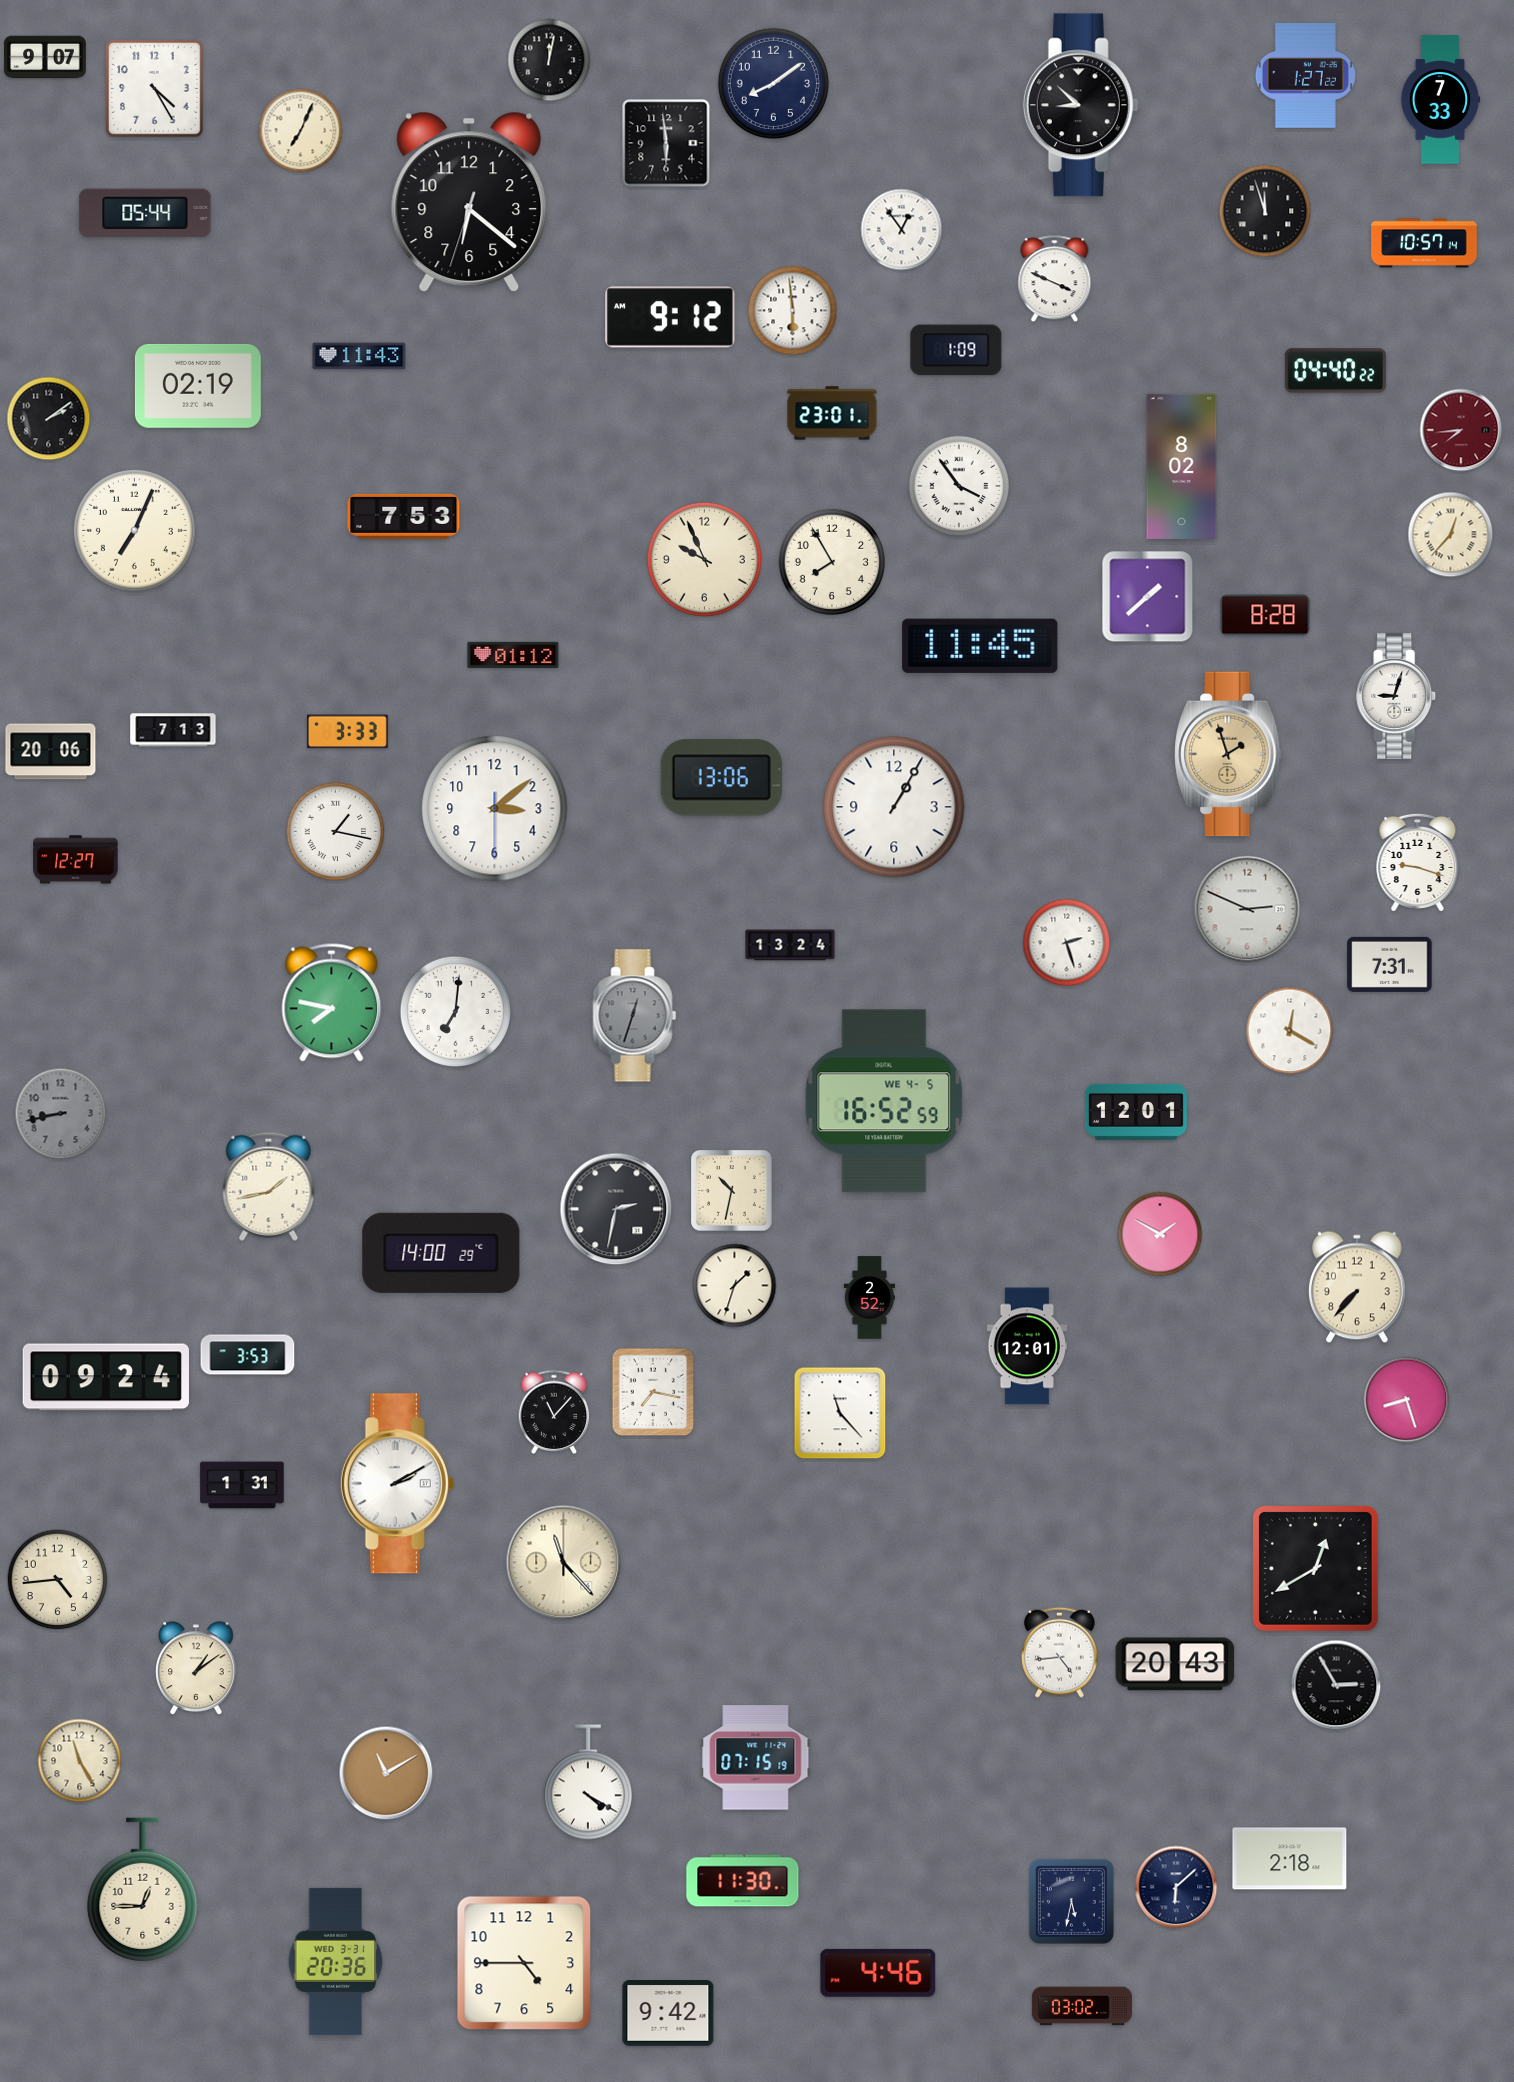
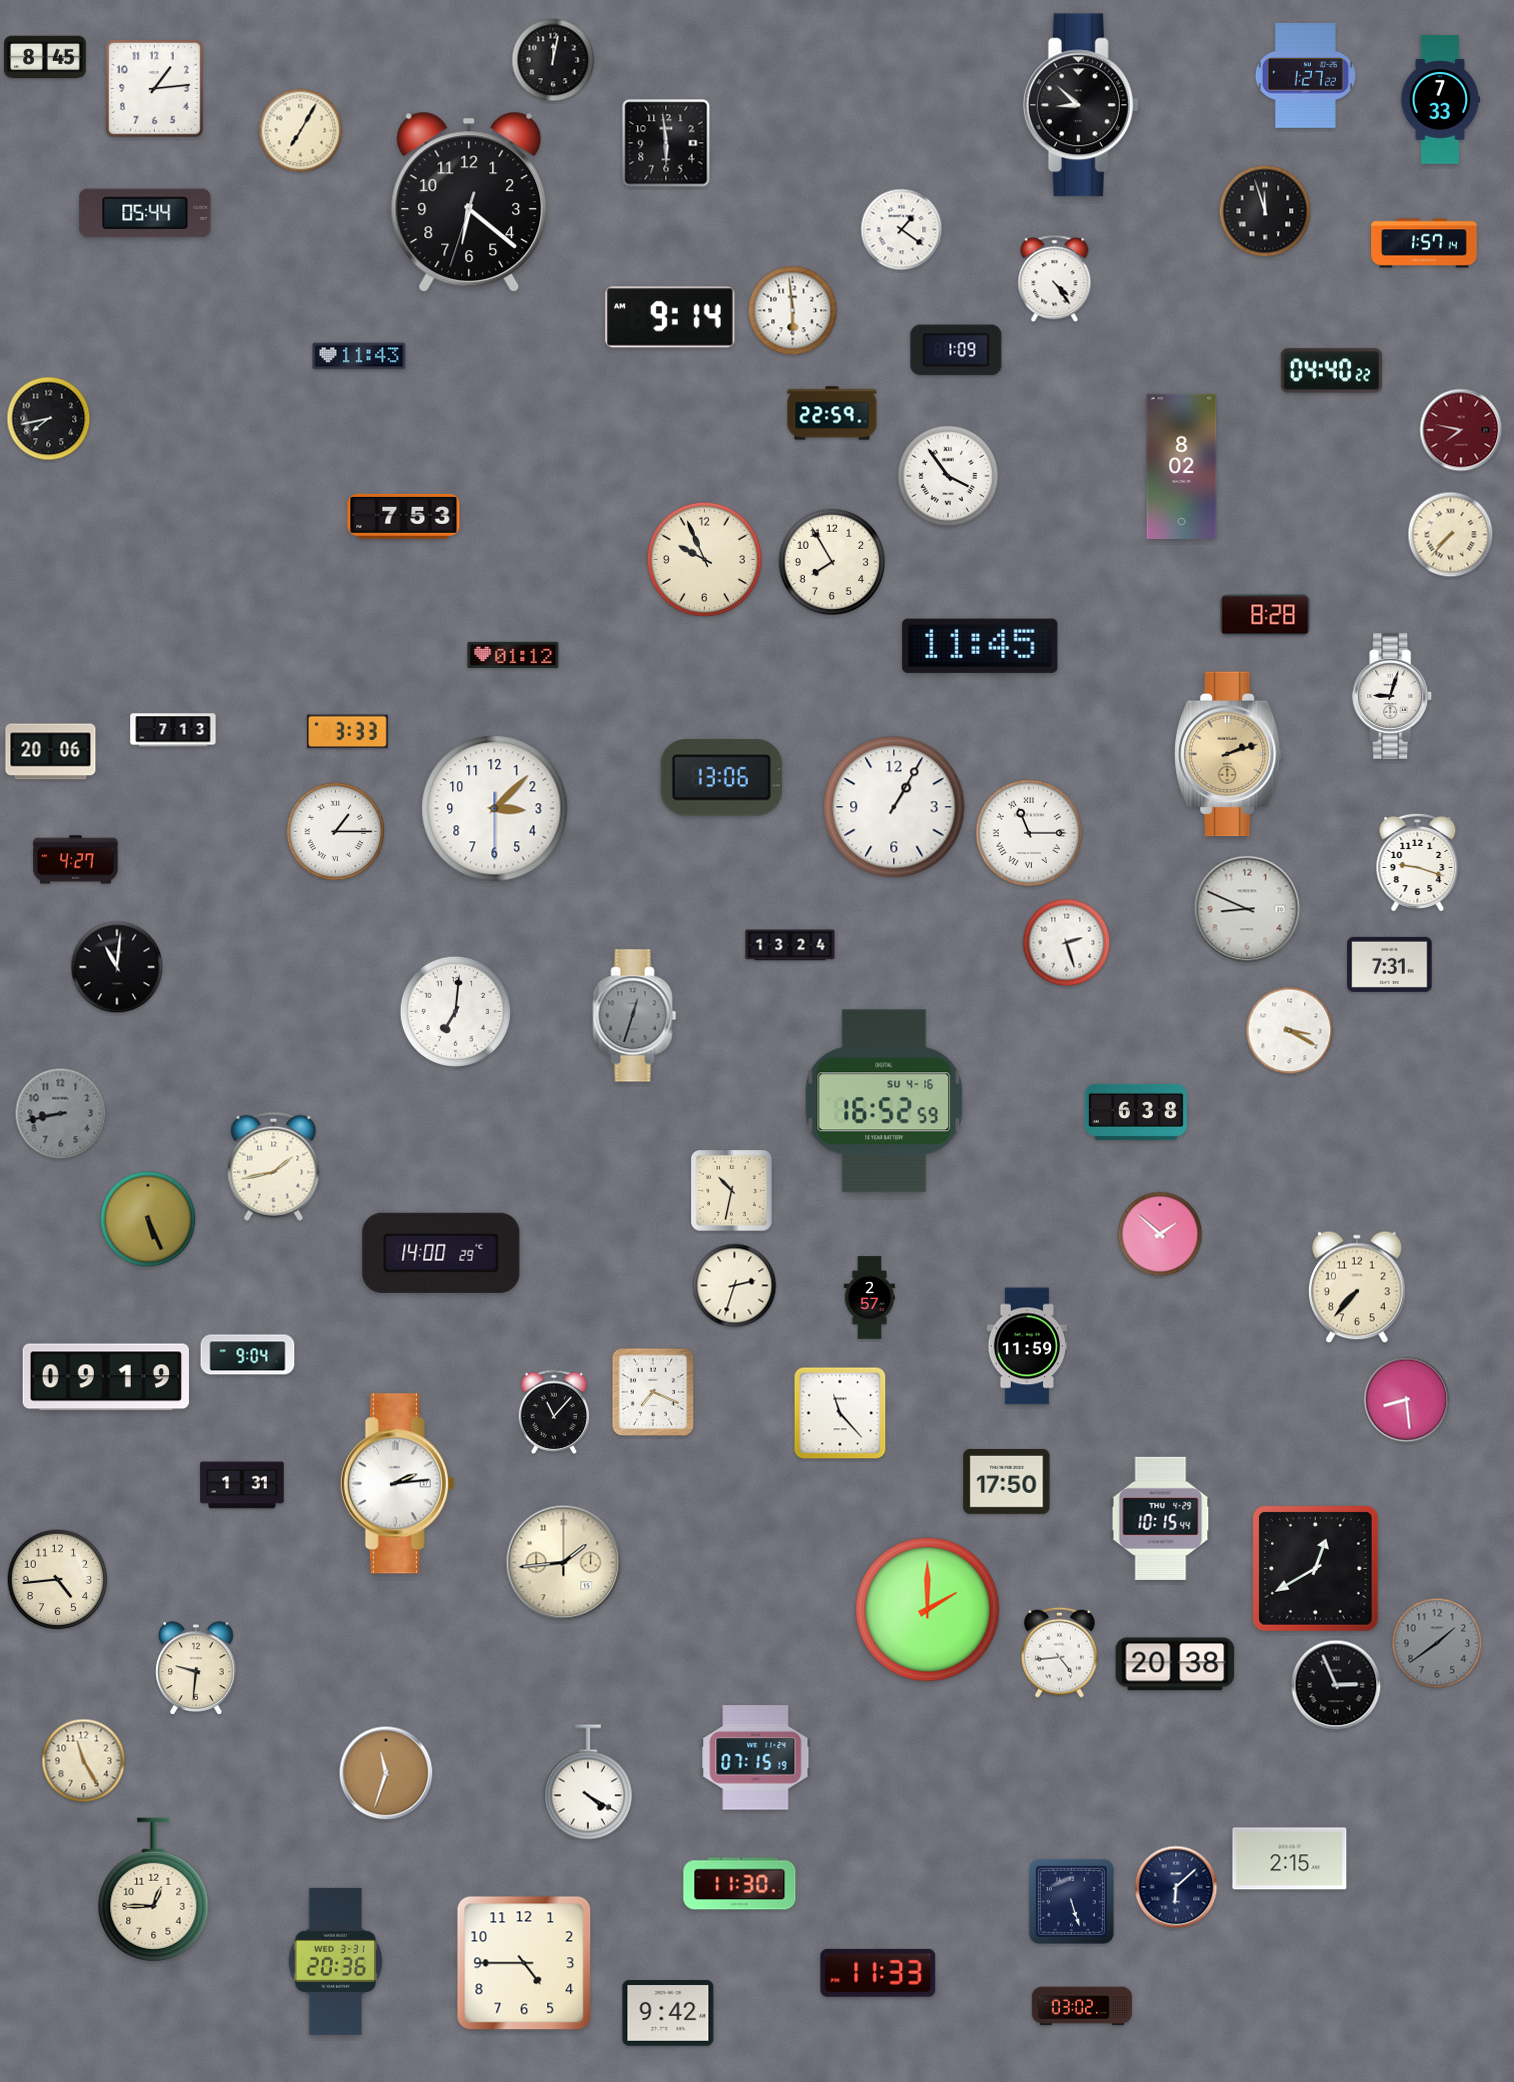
clock at (45, 57): 9:07 -> 8:45
clock at (549, 60) position: (549, 60) -> (553, 60)
clock at (773, 83): 8:09 -> none
clock at (155, 89): 4:25 -> 1:14
clock at (301, 131): 7:04 -> 7:05
clock at (902, 230): 12:54 -> 1:21
clock at (1424, 243): 10:57 -> 1:57
clock at (1055, 279): 3:49 -> 4:24
clock at (670, 317): 9:12 -> 9:14
clock at (1335, 371) position: (1335, 371) -> (1331, 371)
clock at (198, 386): 02:19 -> none
clock at (832, 413): 23:01 -> 22:59
clock at (49, 419): 2:09 -> 7:43
clock at (1461, 430): 7:44 -> 7:47
clock at (959, 486) position: (959, 486) -> (948, 476)
clock at (134, 530): 7:04 -> none
clock at (1451, 535): 12:37 -> 7:37
clock at (1148, 597): 1:38 -> none
clock at (1397, 696) position: (1397, 696) -> (1393, 696)
clock at (1228, 754): 1:57 -> 2:12
clock at (495, 809): 3:08 -> 3:07
clock at (336, 832): 1:17 -> 1:15
clock at (1028, 832): none -> 11:15
clock at (76, 860): 12:27 -> 4:27
clock at (1247, 909): 2:49 -> 8:49
clock at (117, 967): none -> 11:01
clock at (332, 1003): 7:47 -> none
clock at (1290, 1031): 12:20 -> 3:20
clock at (884, 1101) date: WE 4-5 -> SU 4-16
clock at (1136, 1112): 12:01 -> 6:38
clock at (269, 1186) position: (269, 1186) -> (274, 1166)
clock at (616, 1209): 2:32 -> none
clock at (148, 1219): none -> 5:26
clock at (1160, 1234): 1:50 -> 1:52
clock at (735, 1286): 1:33 -> 2:33
clock at (870, 1298): 2:52 -> 2:57
clock at (1027, 1346): 12:01 -> 11:59
clock at (248, 1355): 3:53 -> 9:04
clock at (106, 1377): 09:24 -> 09:19
clock at (653, 1392): 7:17 -> 7:19
clock at (1407, 1400): 8:27 -> 8:29
clock at (1007, 1481): none -> 17:50
clock at (397, 1484): 2:10 -> 2:14
clock at (1161, 1518): none -> 10:15
clock at (564, 1563): 11:23 -> 1:44
clock at (928, 1610): none -> 2:00
clock at (1437, 1643): none -> 1:39
clock at (1175, 1664): 20:43 -> 20:38
clock at (196, 1668): 1:09 -> 9:31
clock at (1336, 1685): 2:55 -> 2:56
clock at (80, 1761) position: (80, 1761) -> (84, 1761)
clock at (386, 1773): 11:10 -> 11:33
clock at (1290, 1859): 2:18 -> 2:15
clock at (743, 1881) position: (743, 1881) -> (740, 1884)
clock at (143, 1890) position: (143, 1890) -> (154, 1890)
clock at (1071, 1901): 5:32 -> 5:27
clock at (878, 1973): 4:46 -> 11:33
